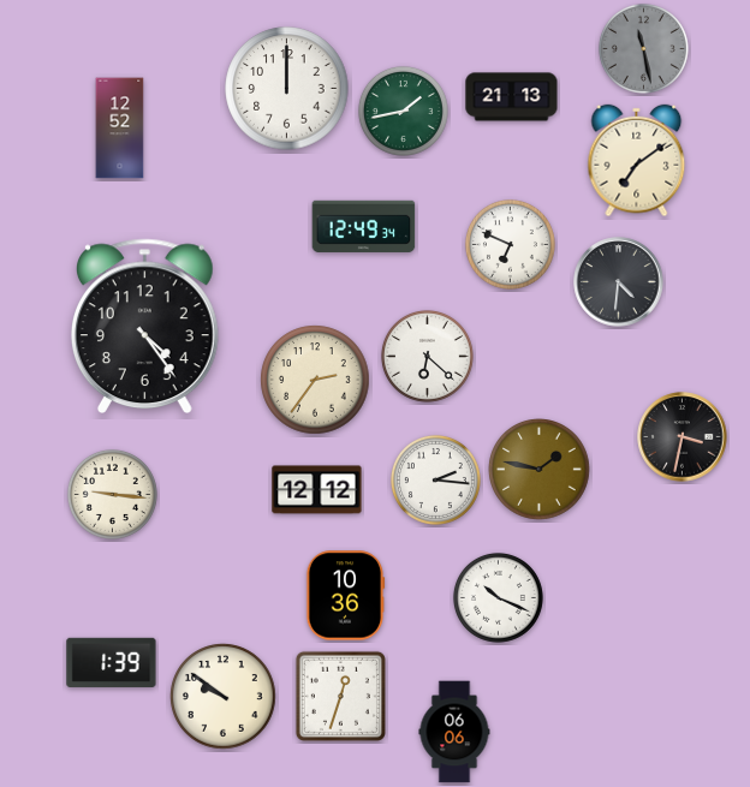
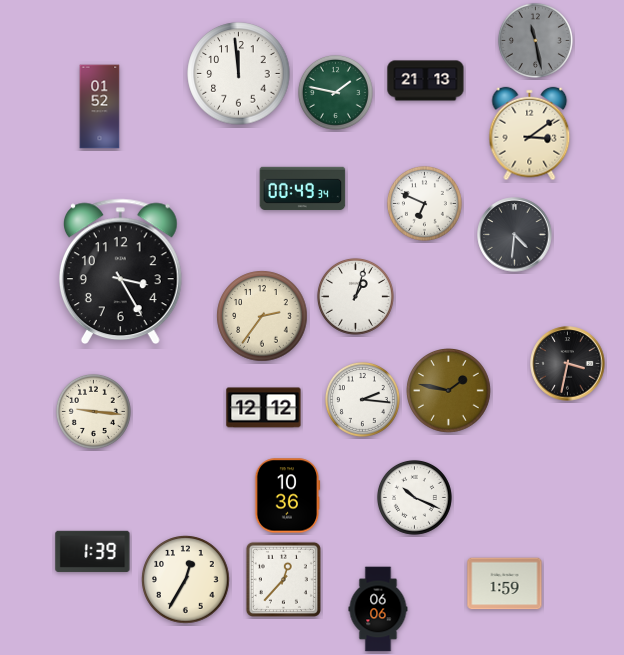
clock at (287, 89): 12:00 -> 11:59
clock at (403, 111): 1:43 -> 1:47
clock at (120, 129): 12:52 -> 01:52
clock at (637, 161): 7:09 -> 3:09
clock at (364, 226): 12:49 -> 00:49
clock at (144, 326): 4:24 -> 3:25
clock at (427, 356): 6:22 -> 1:03
clock at (340, 696): 12:33 -> 12:37
clock at (224, 697): 9:51 -> 12:35
clock at (505, 584): none -> 1:59
